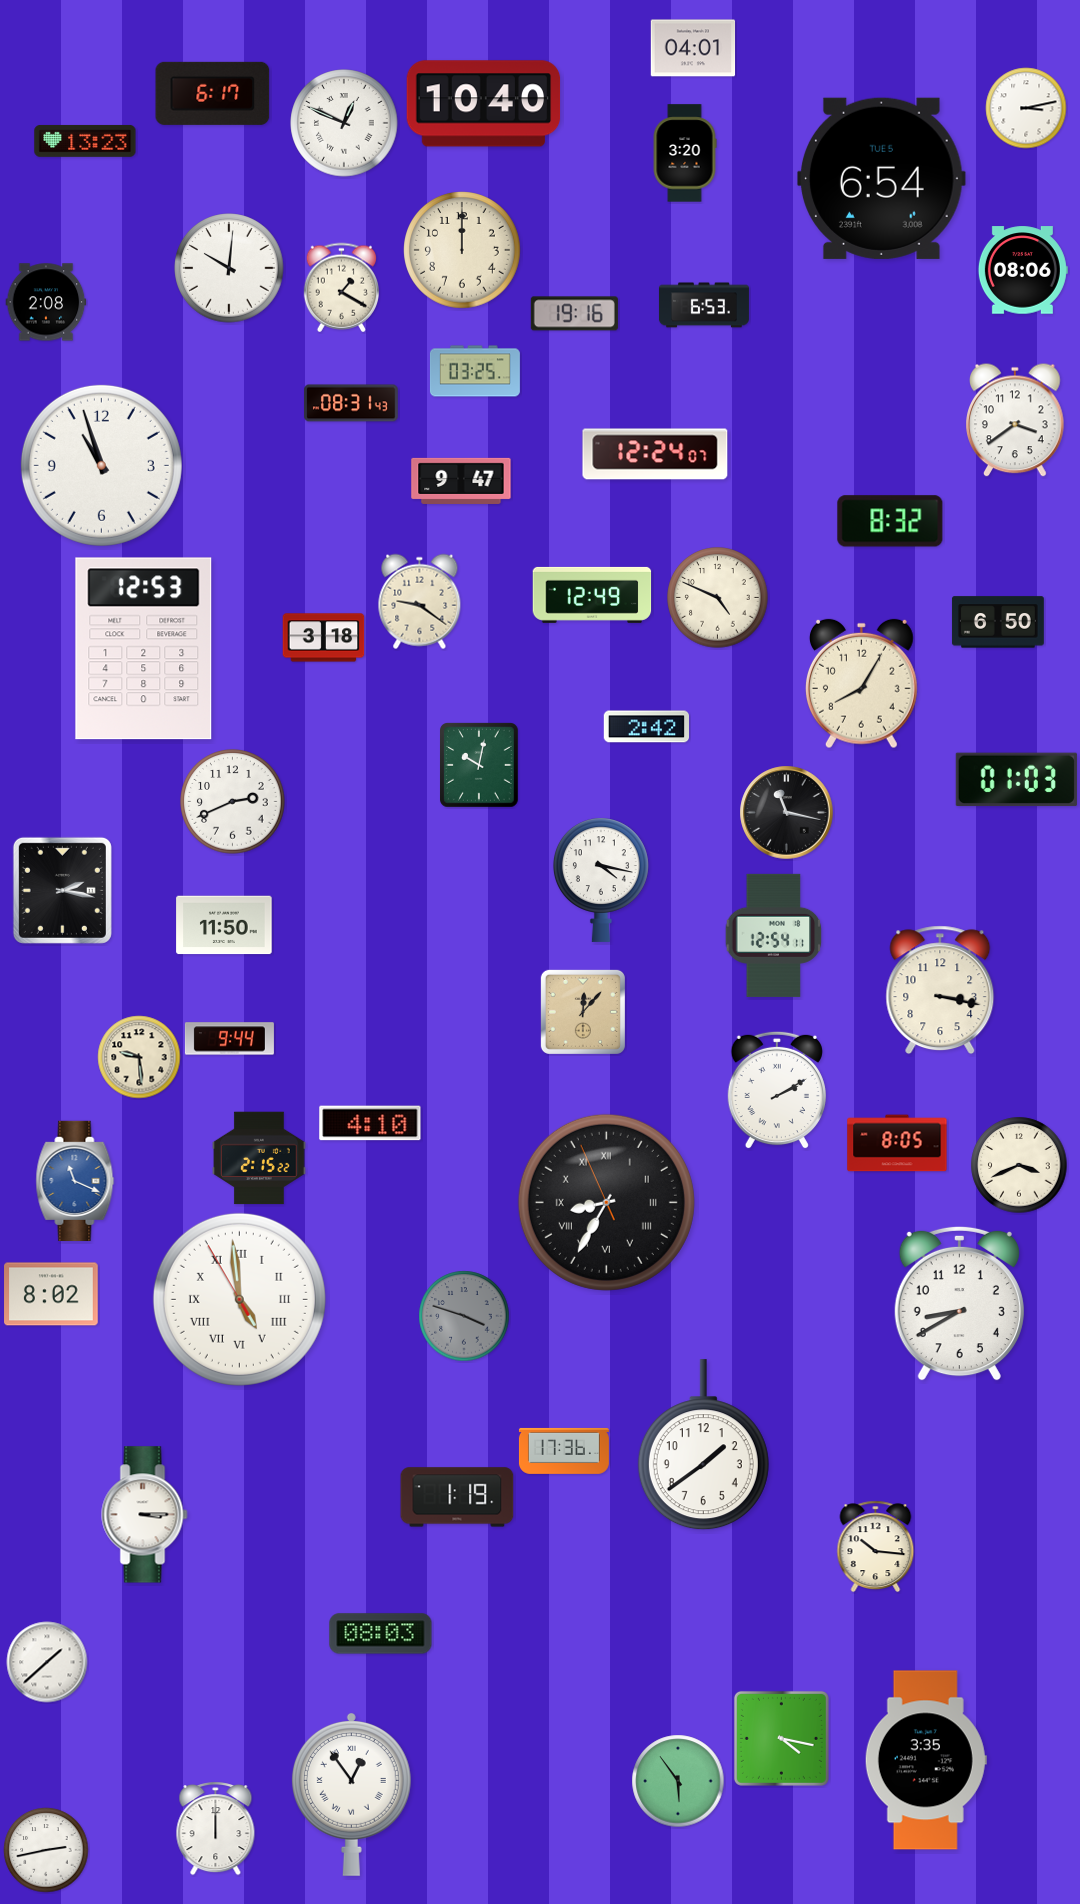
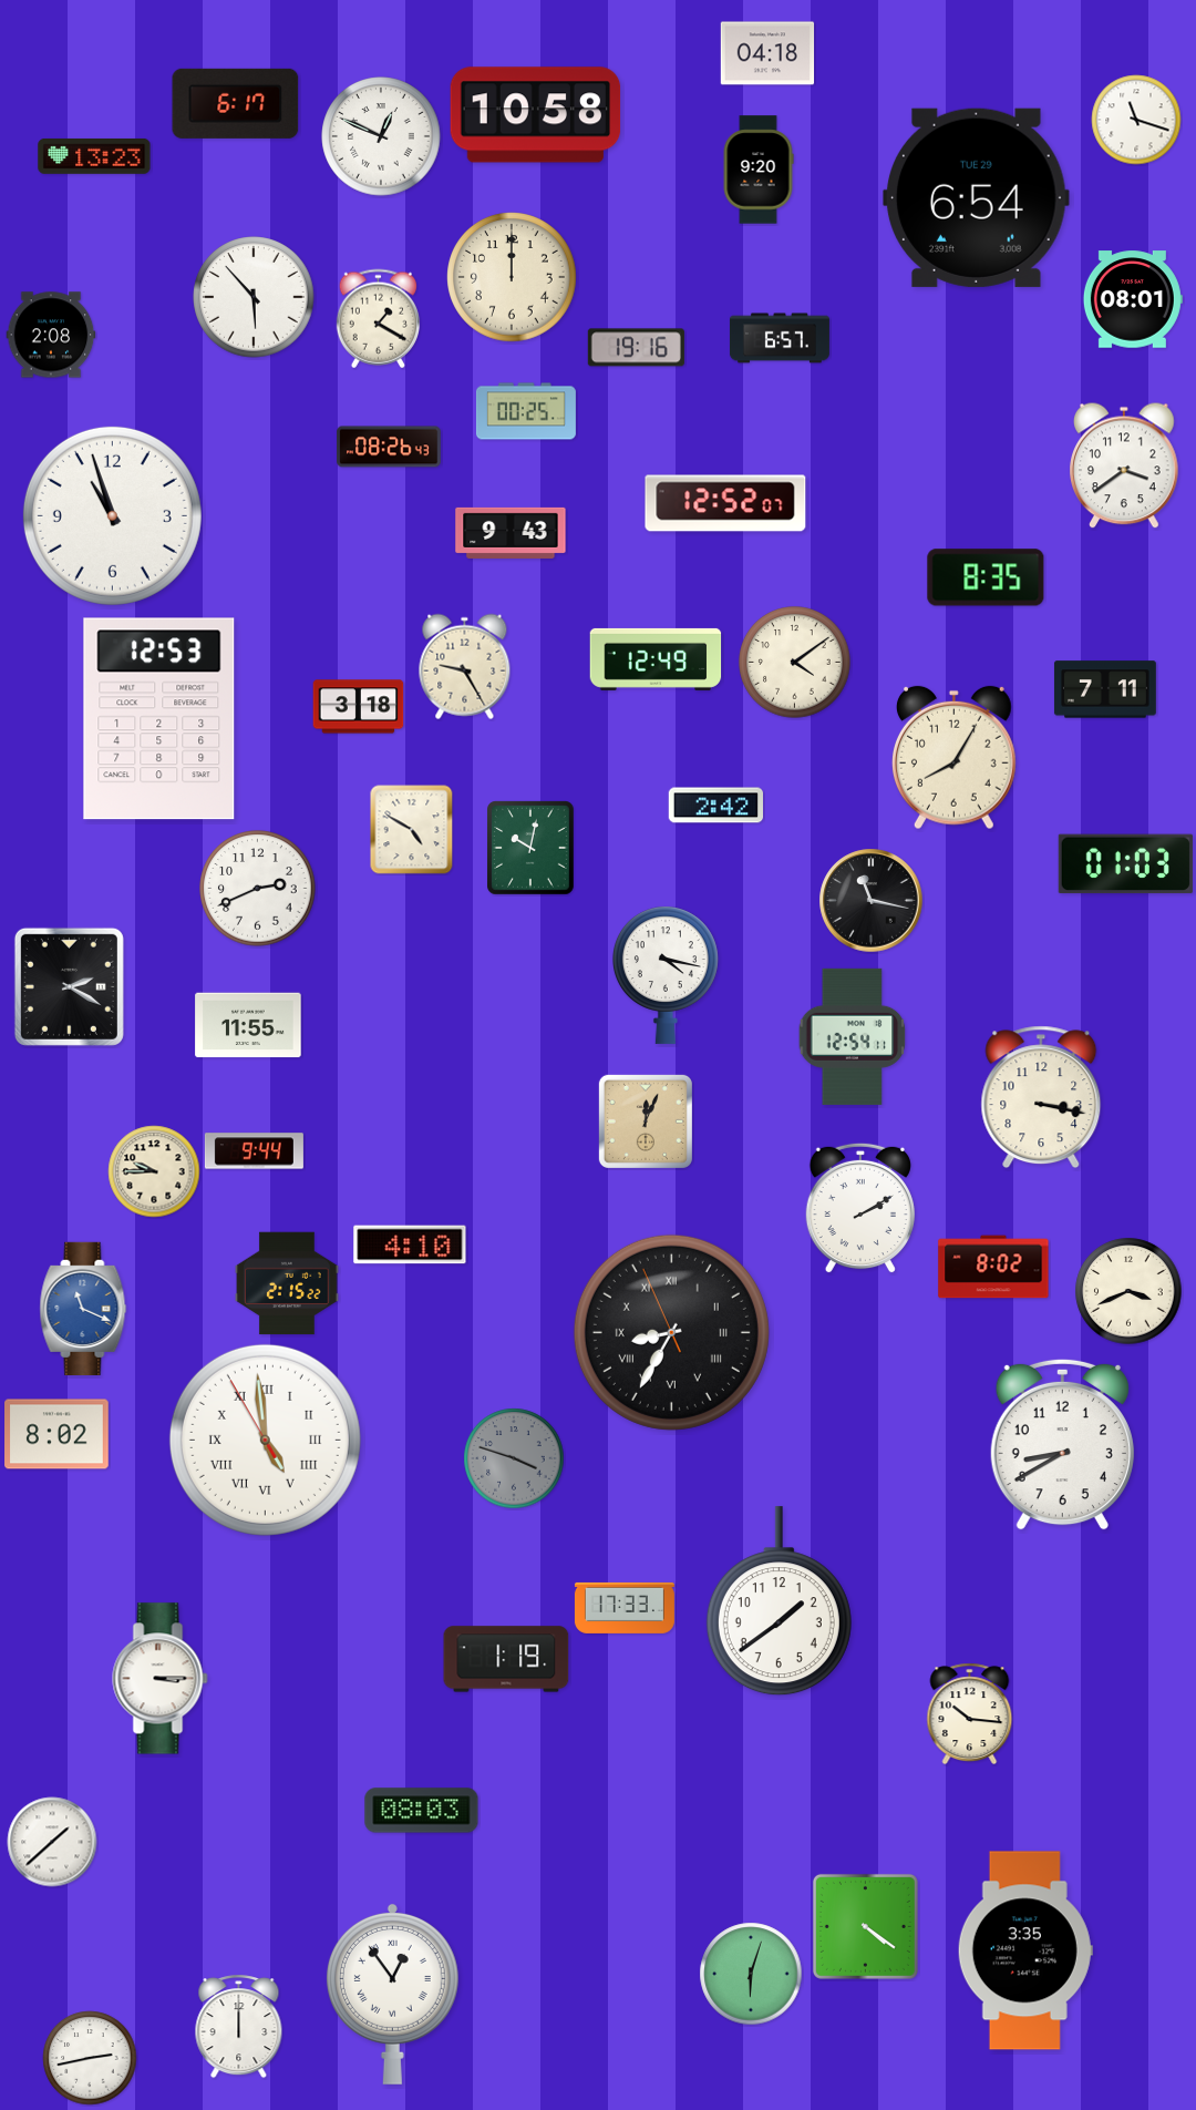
clock at (693, 48): 04:01 -> 04:18
clock at (484, 104): 10:40 -> 10:58
clock at (1026, 108): 3:13 -> 11:18
clock at (685, 153): 3:20 -> 9:20
clock at (882, 178) date: TUE 5 -> TUE 29
clock at (229, 268): 10:01 -> 5:53
clock at (1023, 270): 08:06 -> 08:01
clock at (704, 305): 6:53 -> 6:57
clock at (475, 371): 03:25 -> 00:25
clock at (351, 403): 08:31 -> 08:26
clock at (655, 454): 12:24 -> 12:52
clock at (461, 481): 9:47 -> 9:43
clock at (890, 521): 8:32 -> 8:35
clock at (718, 598): 4:49 -> 4:09
clock at (420, 602): 9:21 -> 9:25
clock at (998, 622): 6:50 -> 7:11
clock at (412, 830): none -> 4:50
clock at (62, 890): 2:17 -> 2:20
clock at (224, 925): 11:50 -> 11:55
clock at (774, 935) position: (774, 935) -> (853, 1036)
clock at (583, 1012): 12:07 -> 12:04
clock at (139, 1057): 9:29 -> 9:45
clock at (897, 1143): 8:05 -> 8:02
clock at (564, 1451): 17:36 -> 17:33
clock at (781, 1738): 4:17 -> 4:21
clock at (678, 1781): 5:54 -> 6:03
clock at (351, 1795) position: (351, 1795) -> (392, 1995)
clock at (46, 1850) position: (46, 1850) -> (90, 2058)
